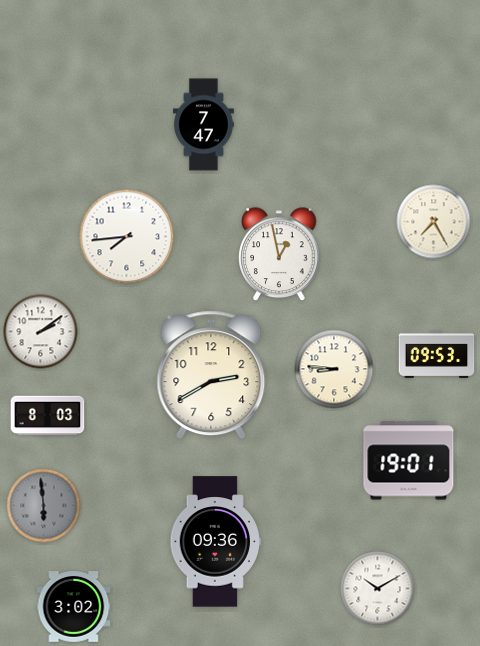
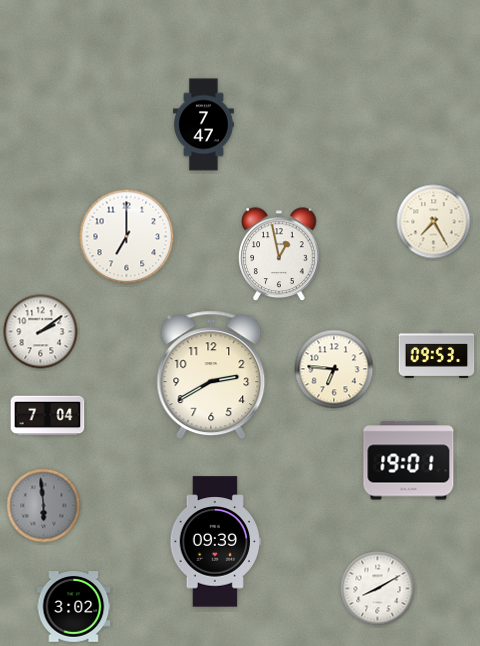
clock at (127, 237): 7:44 -> 7:00
clock at (334, 369): 8:46 -> 6:46
clock at (48, 416): 8:03 -> 7:04
clock at (216, 542): 09:36 -> 09:39
clock at (378, 589): 10:10 -> 8:10
